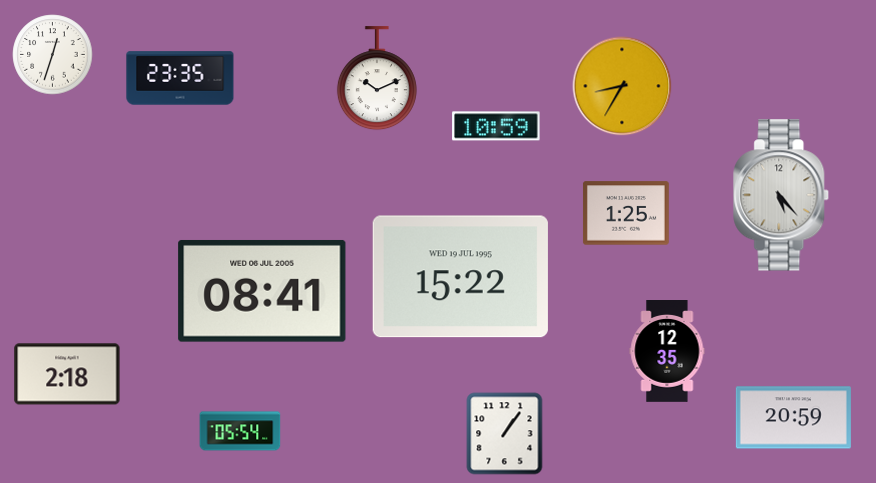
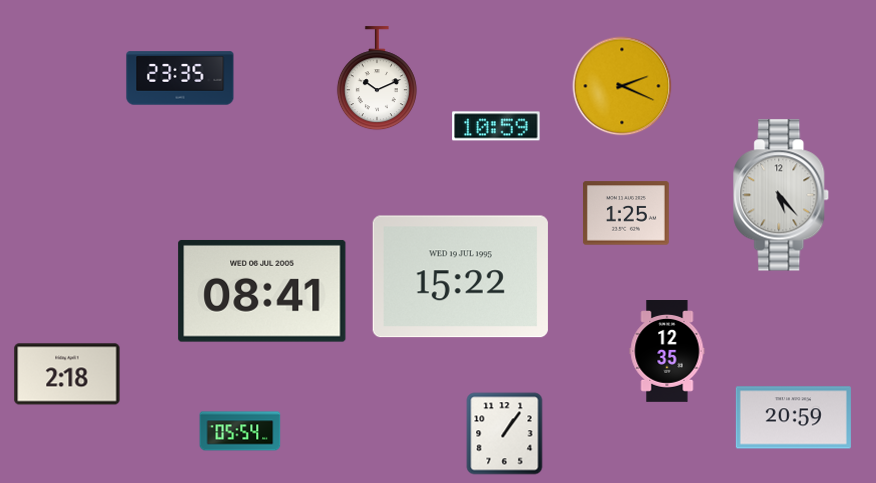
clock at (53, 55): 12:33 -> none
clock at (622, 86): 8:35 -> 2:19
